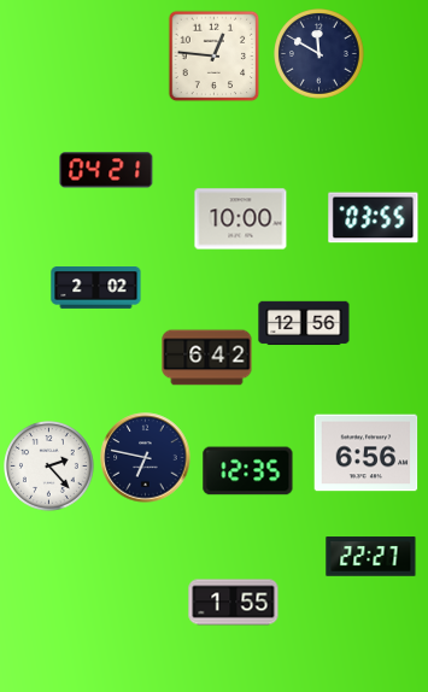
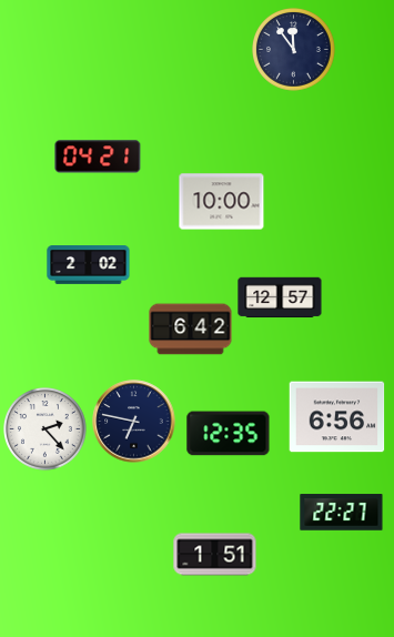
clock at (319, 54): 11:50 -> 11:54
clock at (215, 57): 12:46 -> none
clock at (374, 218): 03:55 -> none
clock at (304, 323): 12:56 -> 12:57
clock at (234, 603): 1:55 -> 1:51
